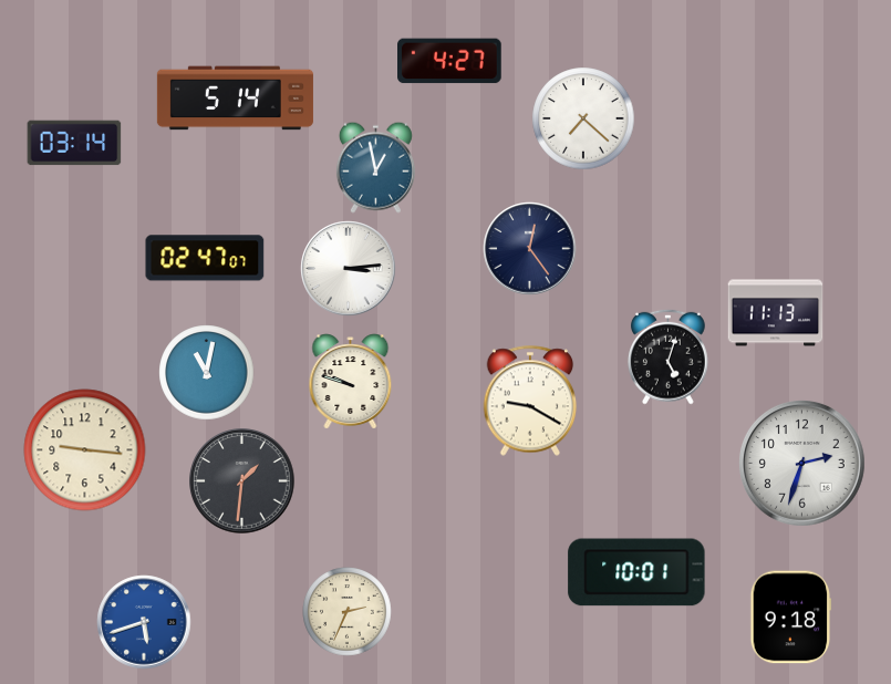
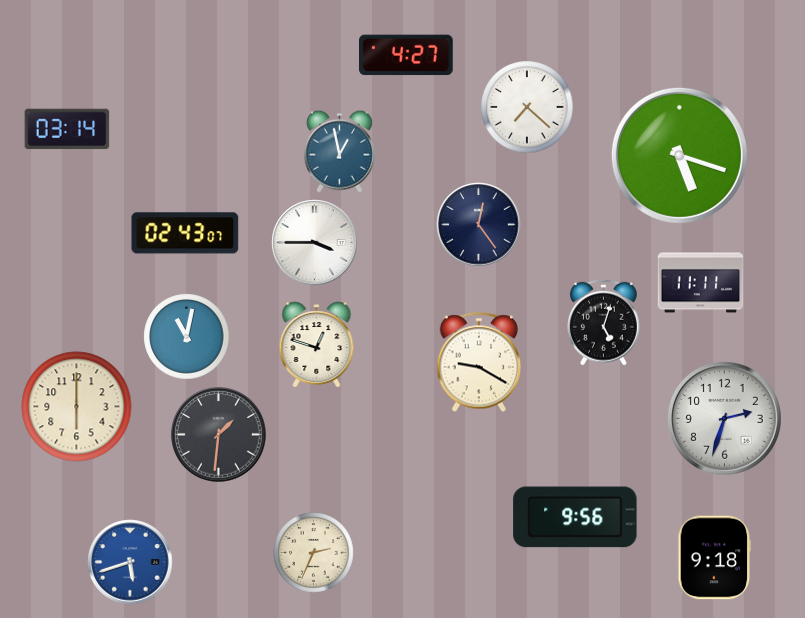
clock at (235, 99): 5:14 -> none
clock at (679, 155): none -> 5:18
clock at (205, 258): 02:47 -> 02:43
clock at (349, 269): 3:14 -> 3:45
clock at (776, 313): 11:13 -> 11:11
clock at (351, 382): 9:48 -> 12:48
clock at (85, 450): 9:16 -> 6:00
clock at (636, 572): 10:01 -> 9:56
